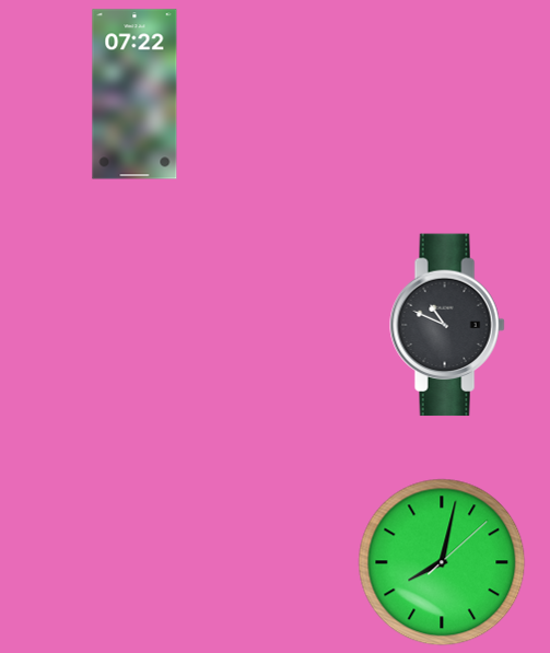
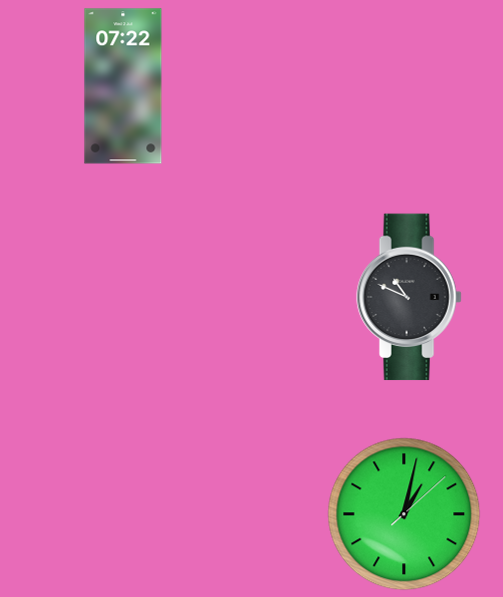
clock at (442, 562): 8:02 -> 1:02
